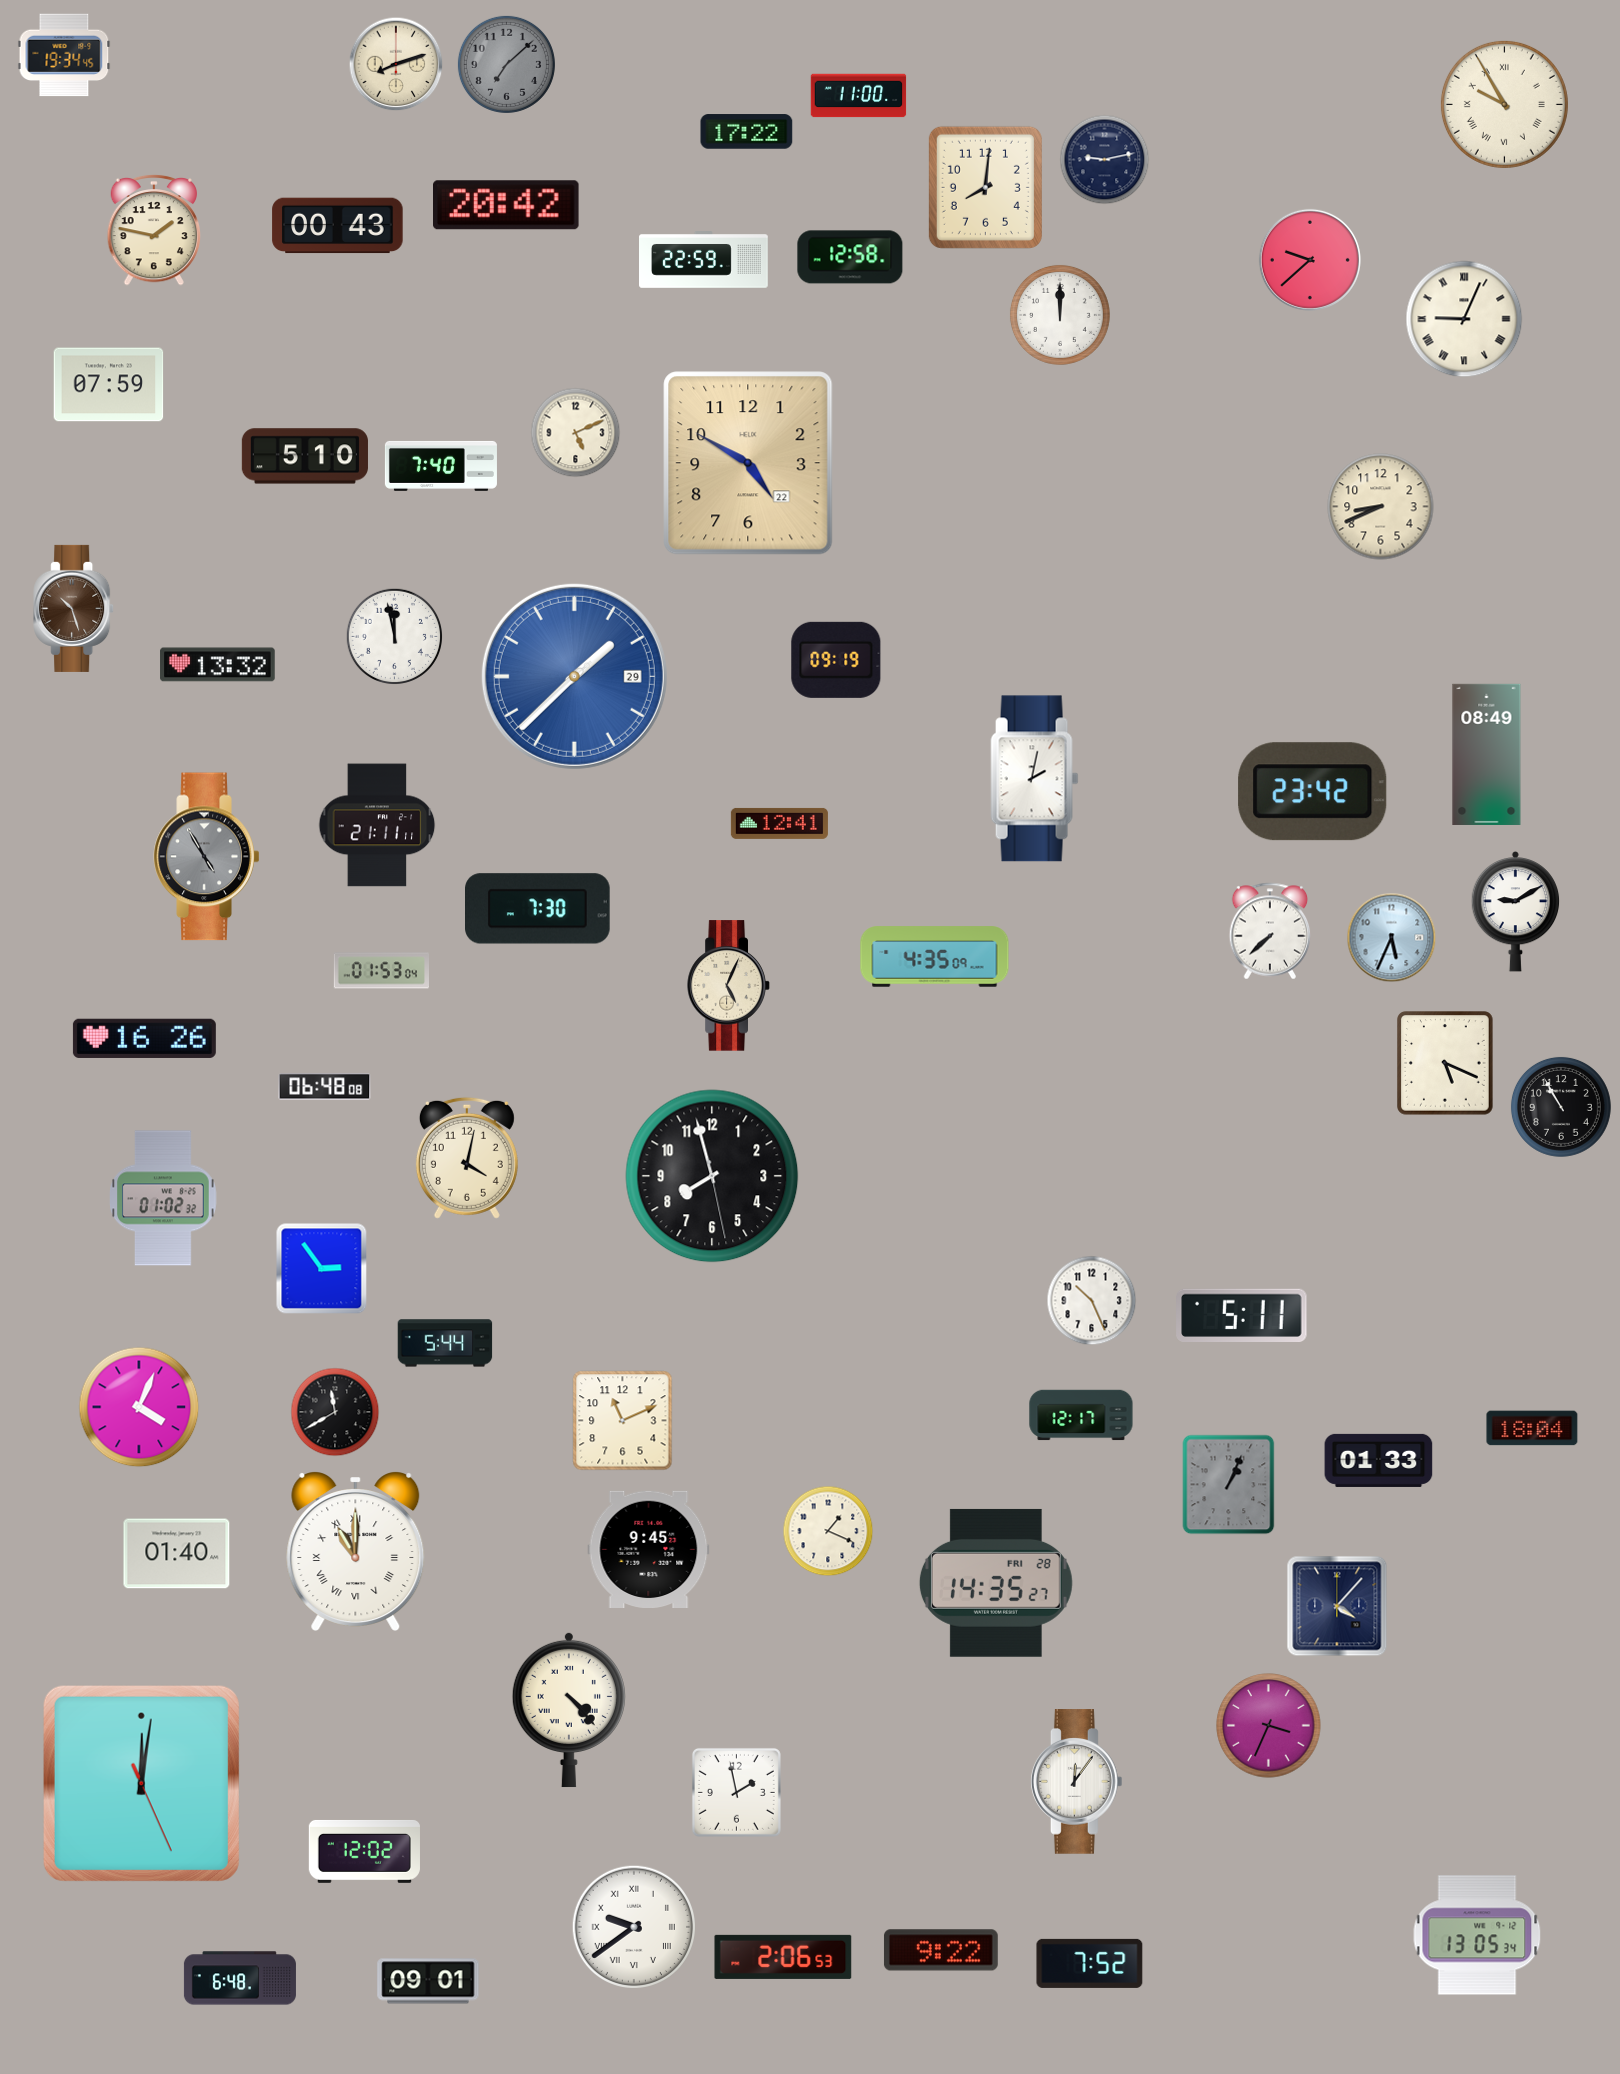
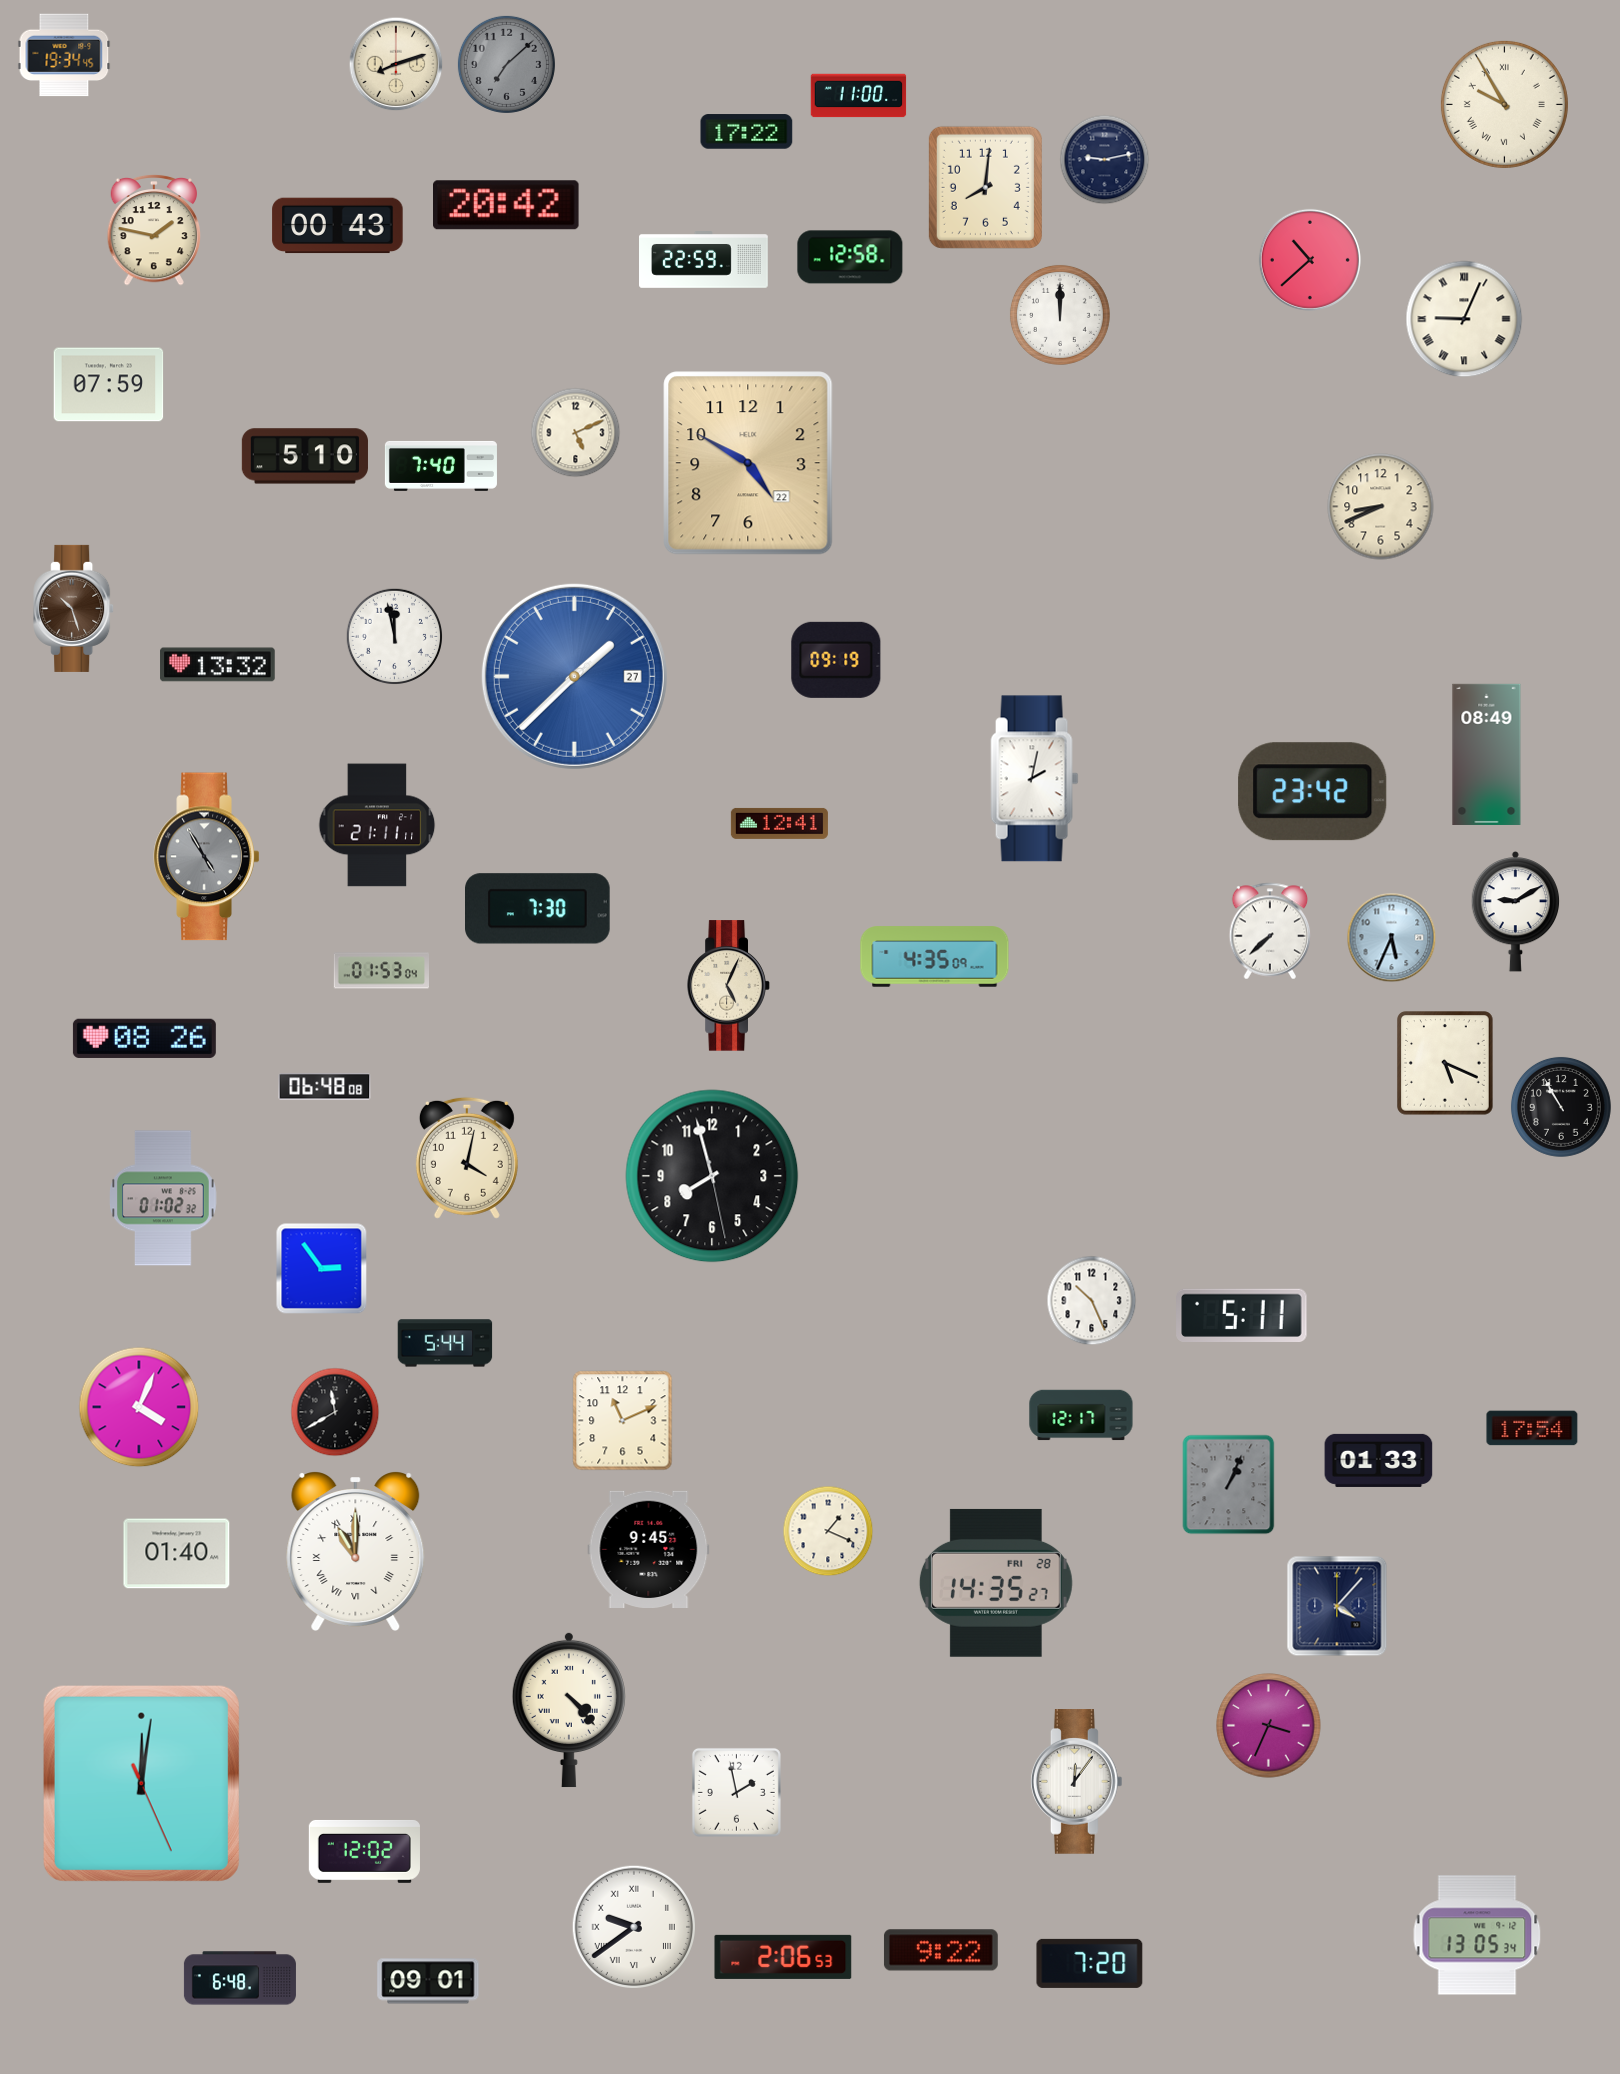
clock at (1310, 260): 9:38 -> 10:38
clock at (574, 676) date: 29 -> 27
clock at (144, 1038): 16:26 -> 08:26
clock at (1532, 1428): 18:04 -> 17:54
clock at (1090, 1963): 7:52 -> 7:20
